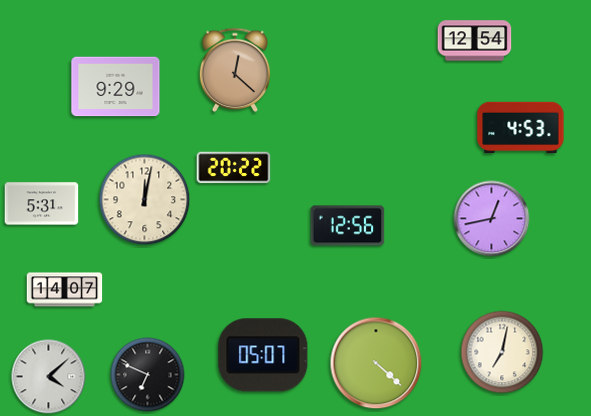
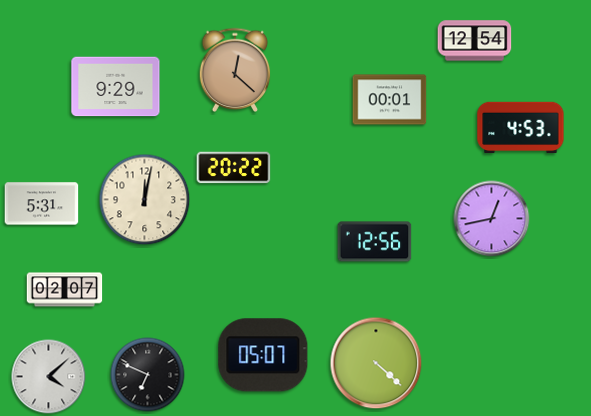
clock at (390, 100): none -> 00:01
clock at (348, 226) position: (348, 226) -> (375, 242)
clock at (65, 290): 14:07 -> 02:07
clock at (502, 352): 7:02 -> none
